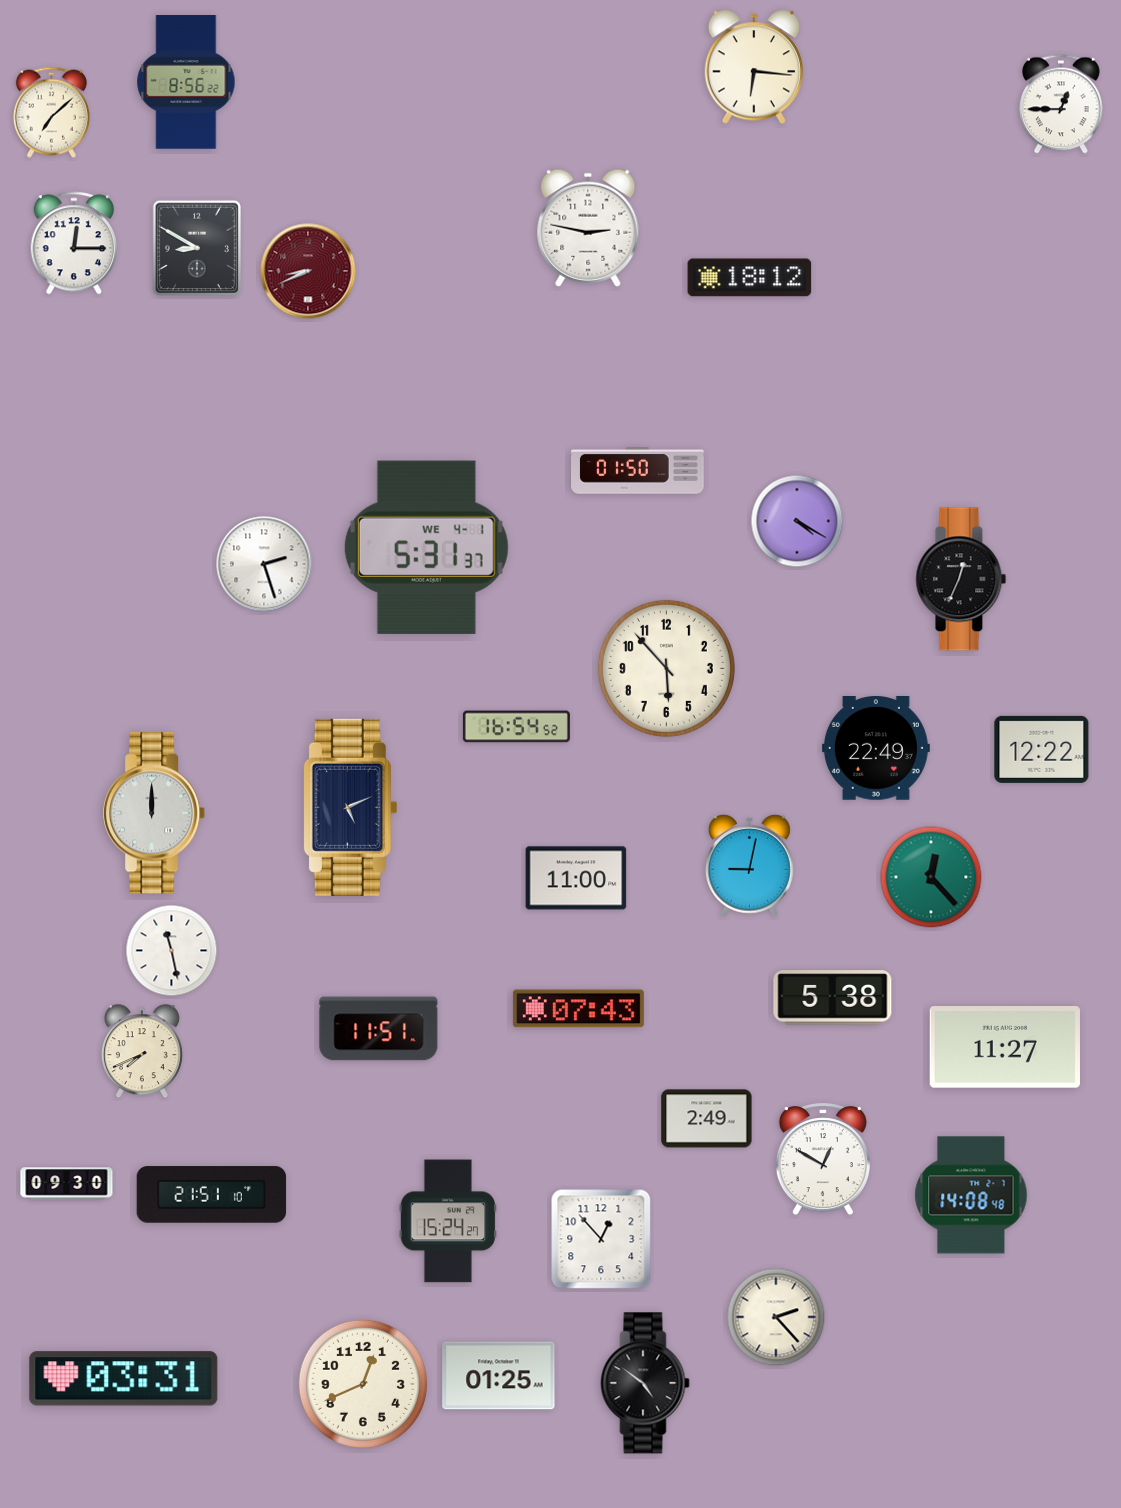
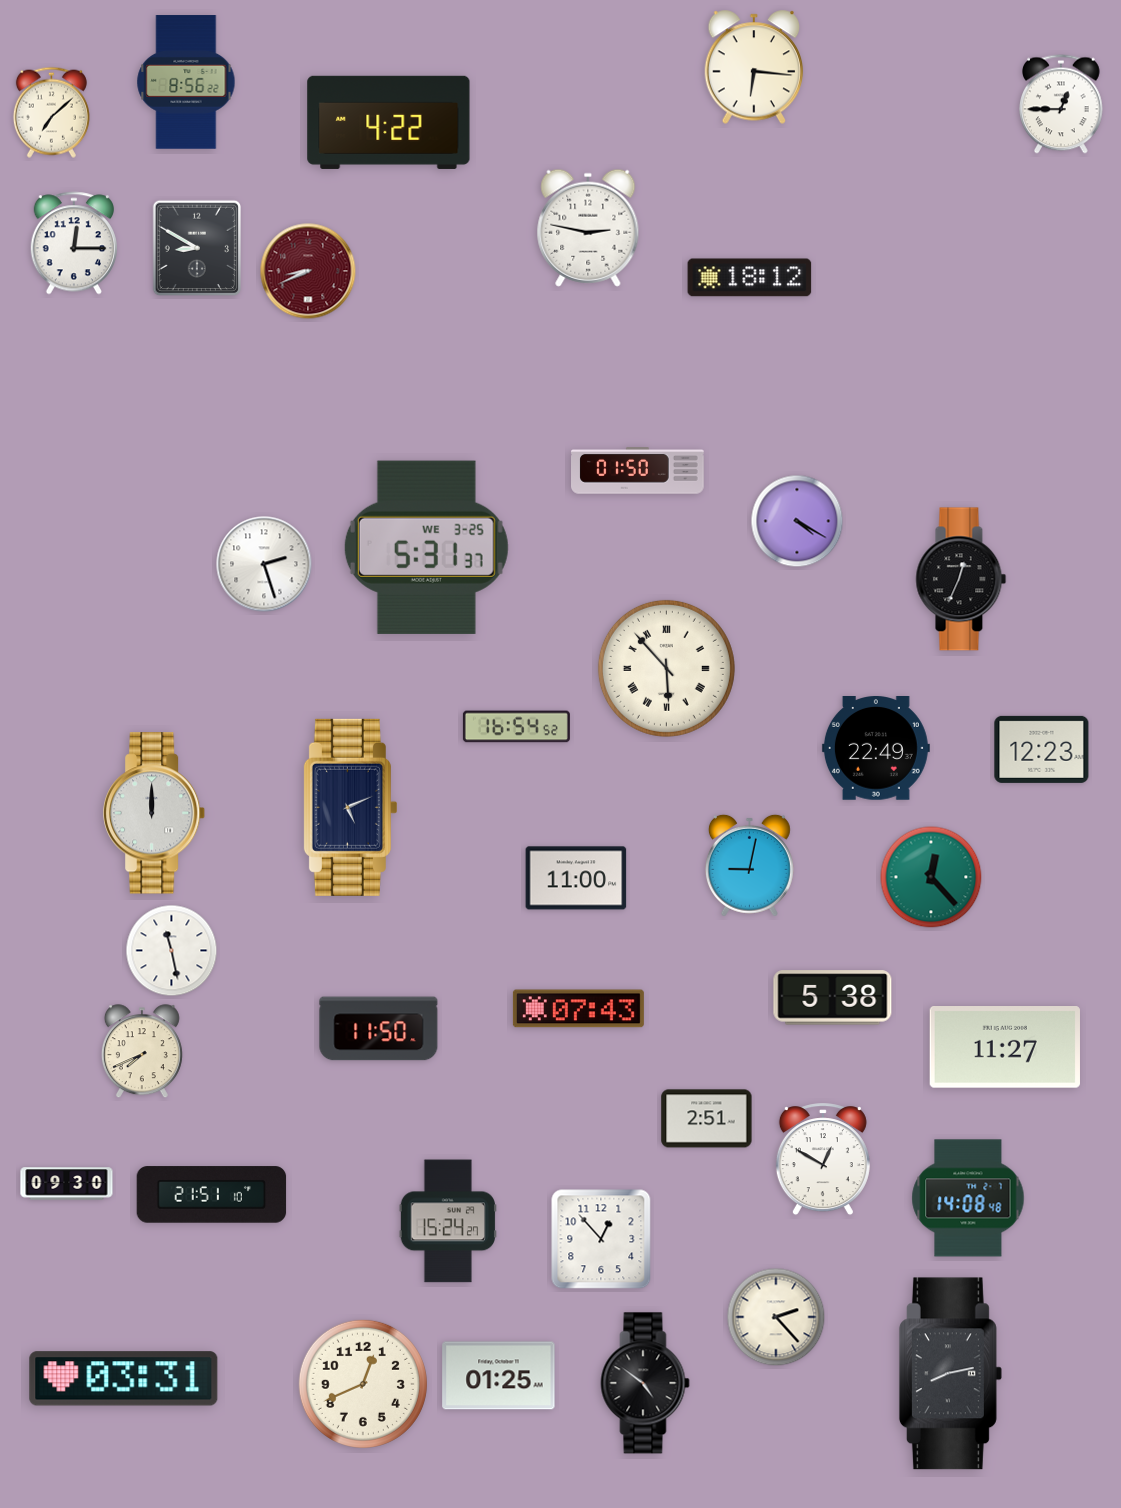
clock at (389, 122): none -> 4:22
clock at (426, 547) date: WE 4-1 -> WE 3-25
clock at (666, 668) numerals: Arabic -> Roman
clock at (1042, 749): 12:22 -> 12:23
clock at (379, 1029): 11:51 -> 11:50
clock at (707, 1119): 2:49 -> 2:51
clock at (971, 1195) position: (971, 1195) -> (968, 1198)
clock at (950, 1374): none -> 8:13
